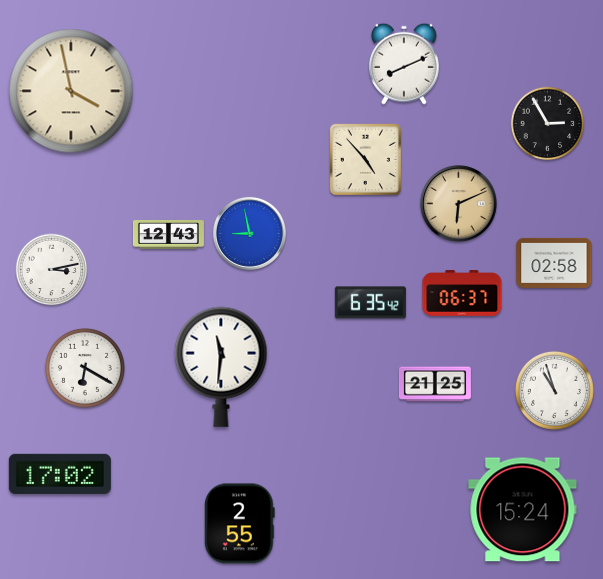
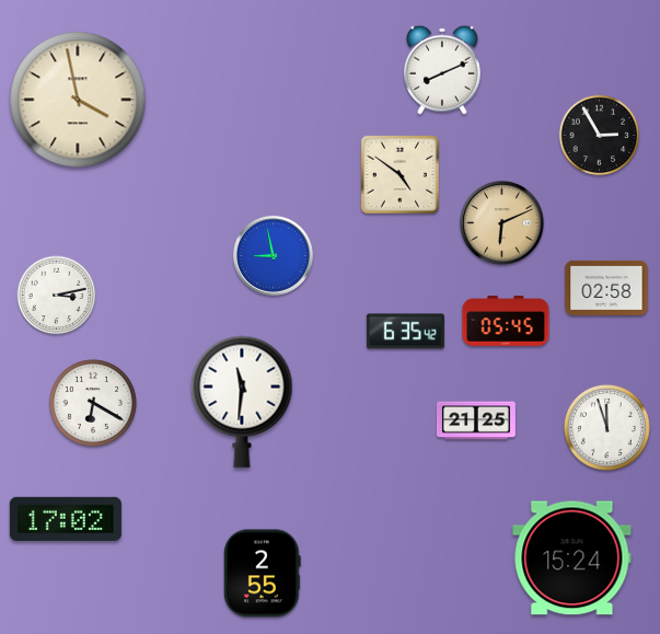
clock at (365, 159): 4:53 -> 4:51
clock at (168, 235): 12:43 -> none
clock at (462, 293): 06:37 -> 05:45
clock at (554, 390): 10:57 -> 11:57
